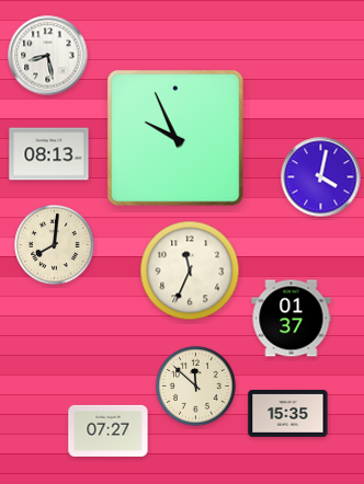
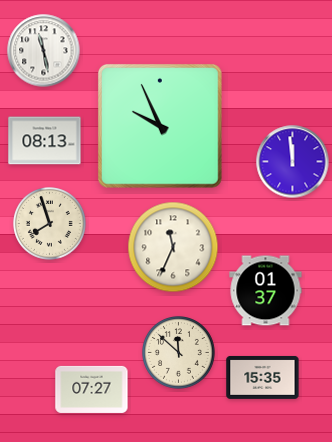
clock at (48, 56): 8:28 -> 11:28
clock at (321, 177): 4:02 -> 11:59
clock at (55, 245): 8:01 -> 7:57
clock at (109, 430) position: (109, 430) -> (92, 389)
